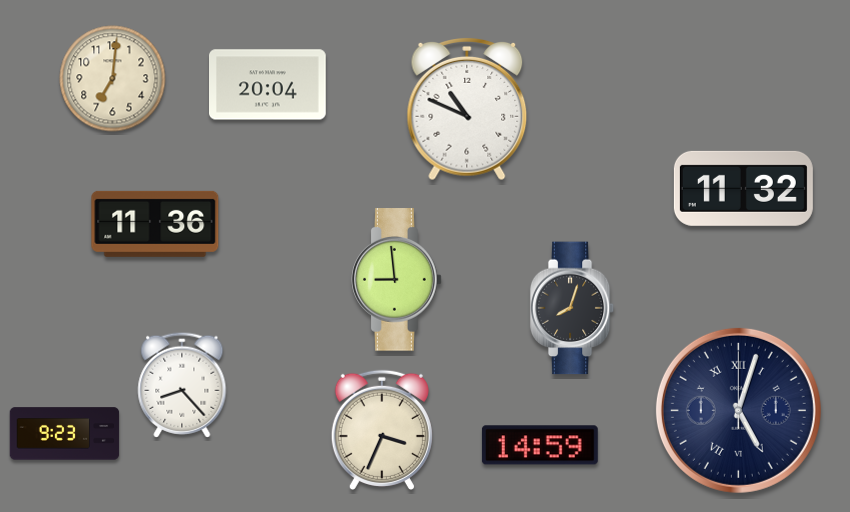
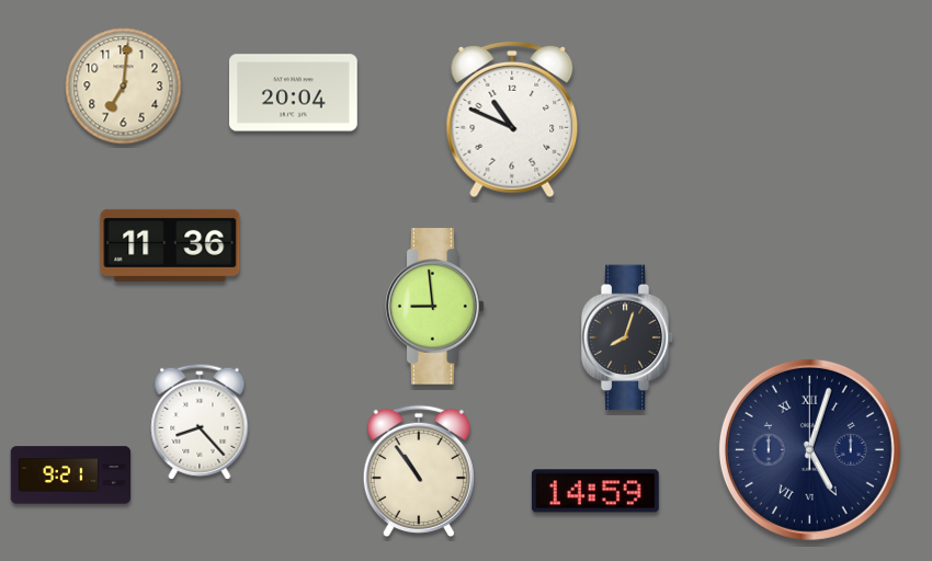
clock at (743, 188): 11:32 -> none
clock at (382, 430): 3:34 -> 10:54
clock at (65, 434): 9:23 -> 9:21
clock at (540, 445) position: (540, 445) -> (595, 491)
